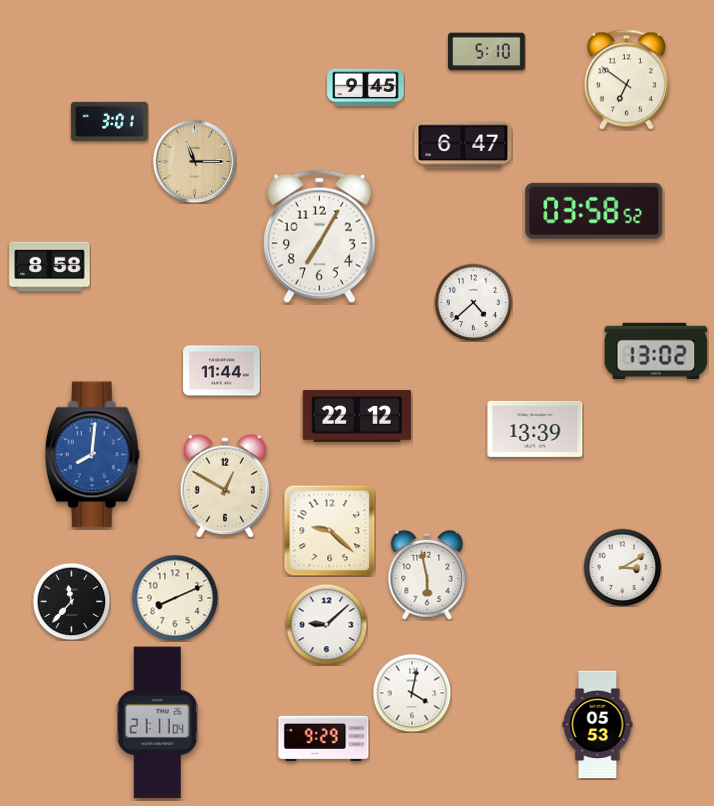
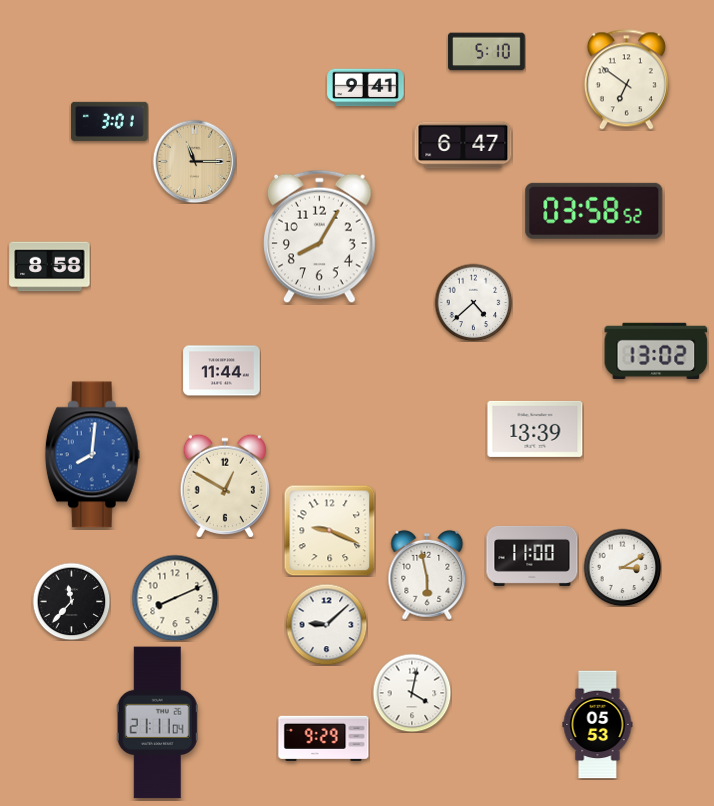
clock at (366, 88): 9:45 -> 9:41
clock at (320, 237): 7:05 -> 8:05
clock at (357, 416): 22:12 -> none
clock at (329, 530): 9:22 -> 9:19
clock at (532, 556): none -> 11:00
